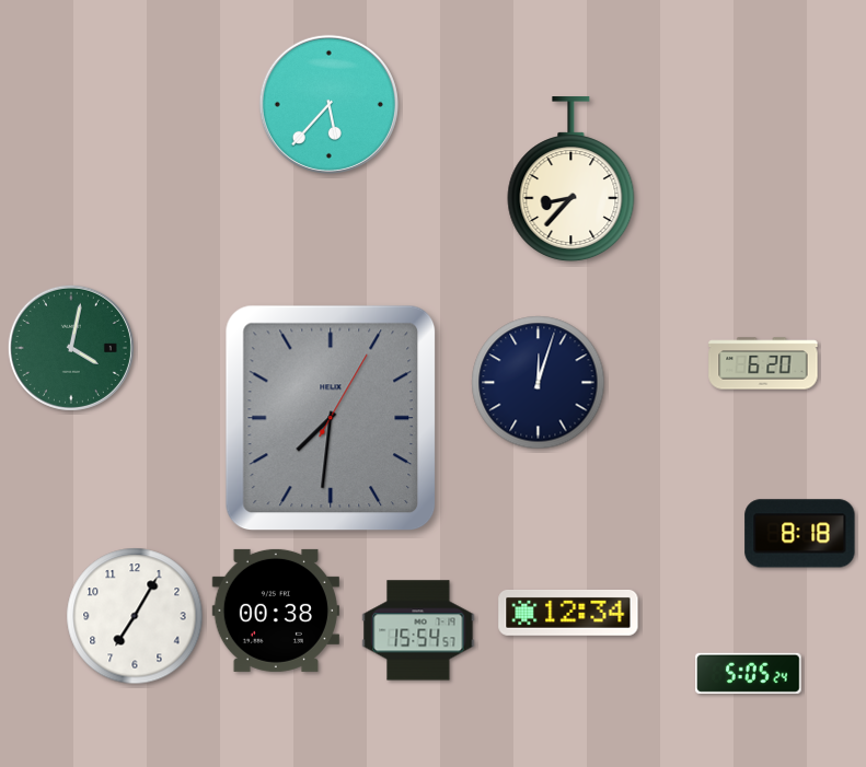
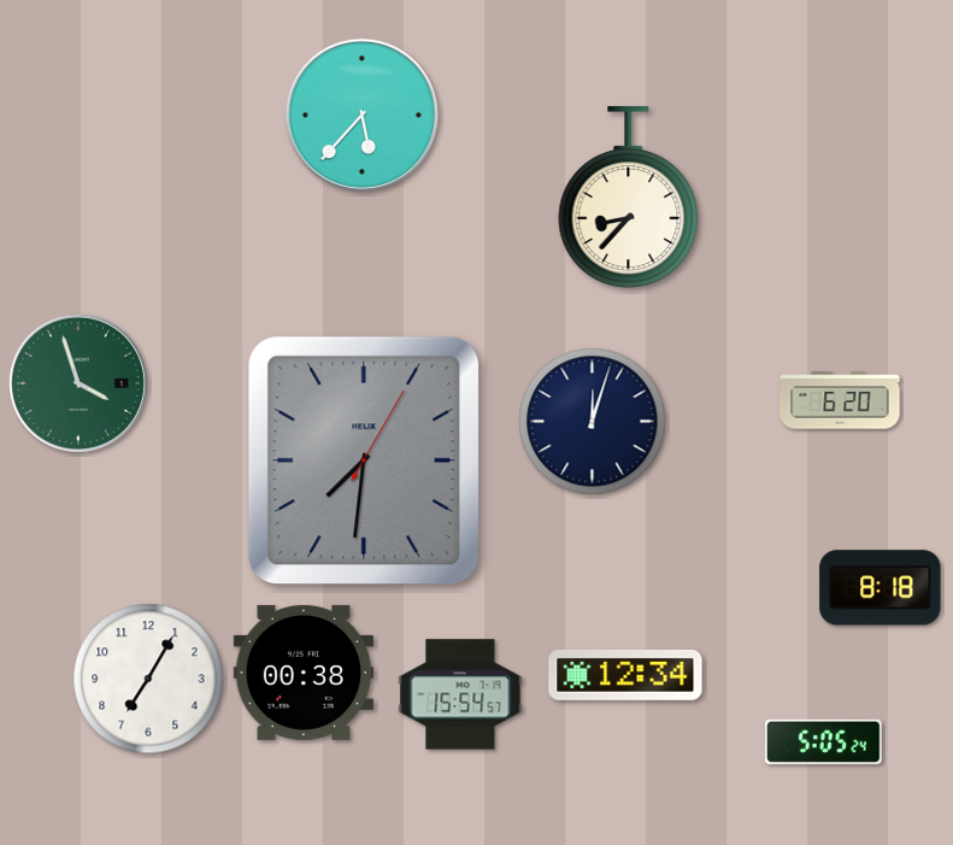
clock at (71, 348): 4:02 -> 3:57
